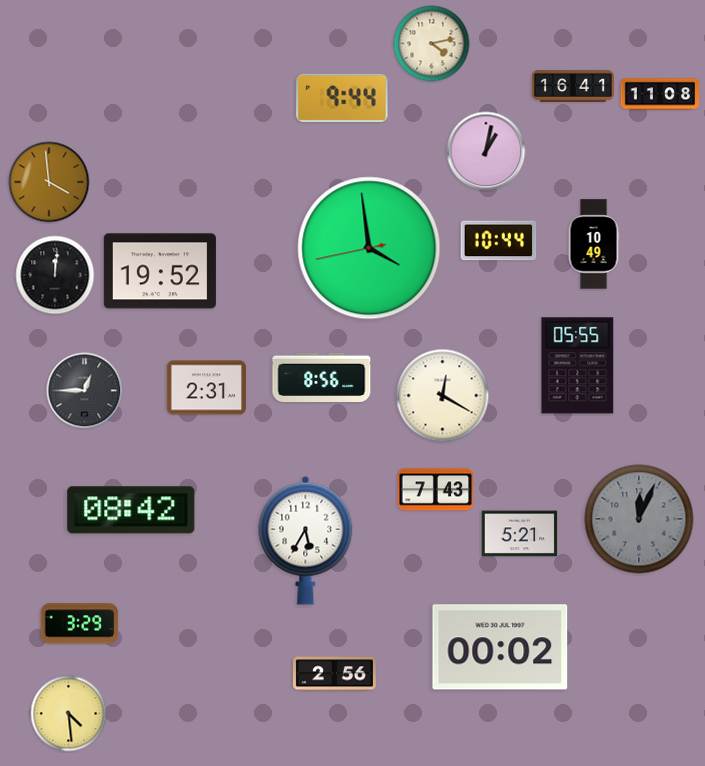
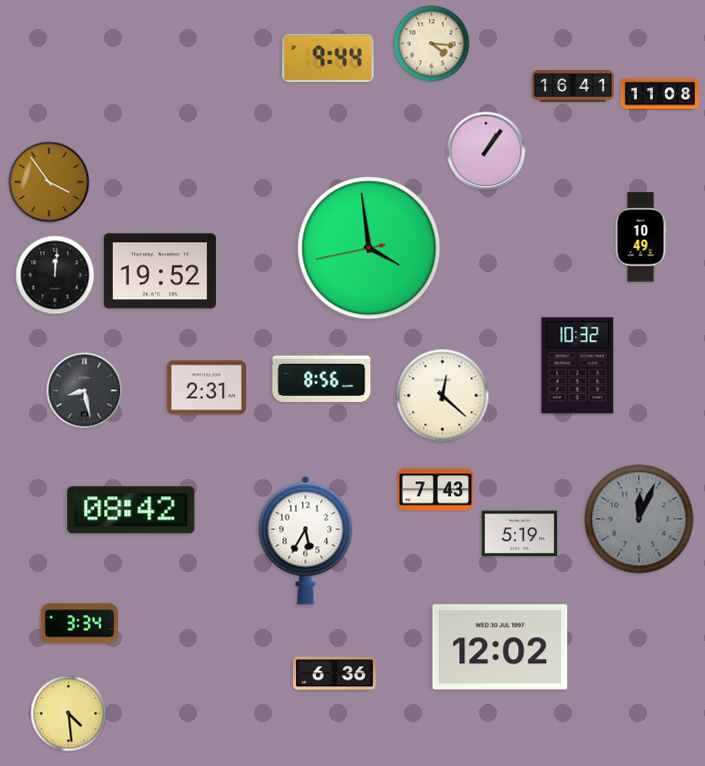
clock at (432, 44): 4:13 -> 4:16
clock at (342, 98) position: (342, 98) -> (328, 58)
clock at (486, 151): 1:02 -> 1:06
clock at (49, 182): 3:59 -> 3:54
clock at (499, 241): 10:44 -> none
clock at (594, 244) position: (594, 244) -> (641, 237)
clock at (578, 366): 05:55 -> 10:32
clock at (85, 391): 12:45 -> 8:28
clock at (443, 396): 12:20 -> 12:22
clock at (520, 534): 5:21 -> 5:19
clock at (80, 624): 3:29 -> 3:34
clock at (500, 647): 00:02 -> 12:02
clock at (334, 674): 2:56 -> 6:36
